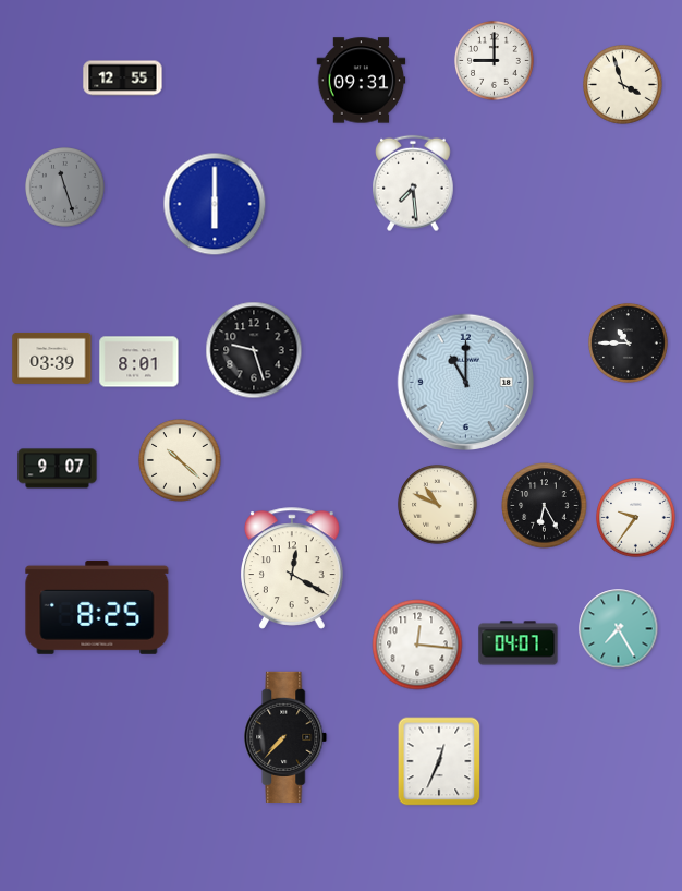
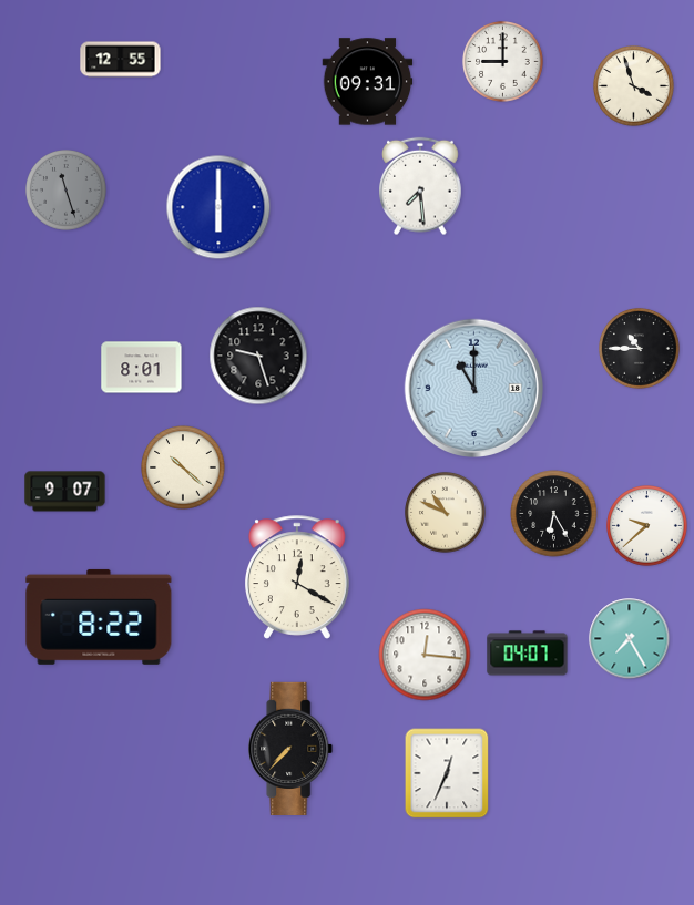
clock at (123, 79) position: (123, 79) -> (121, 60)
clock at (52, 358): 03:39 -> none
clock at (58, 469) position: (58, 469) -> (65, 492)
clock at (636, 518): 9:36 -> 9:38
clock at (97, 607): 8:25 -> 8:22
